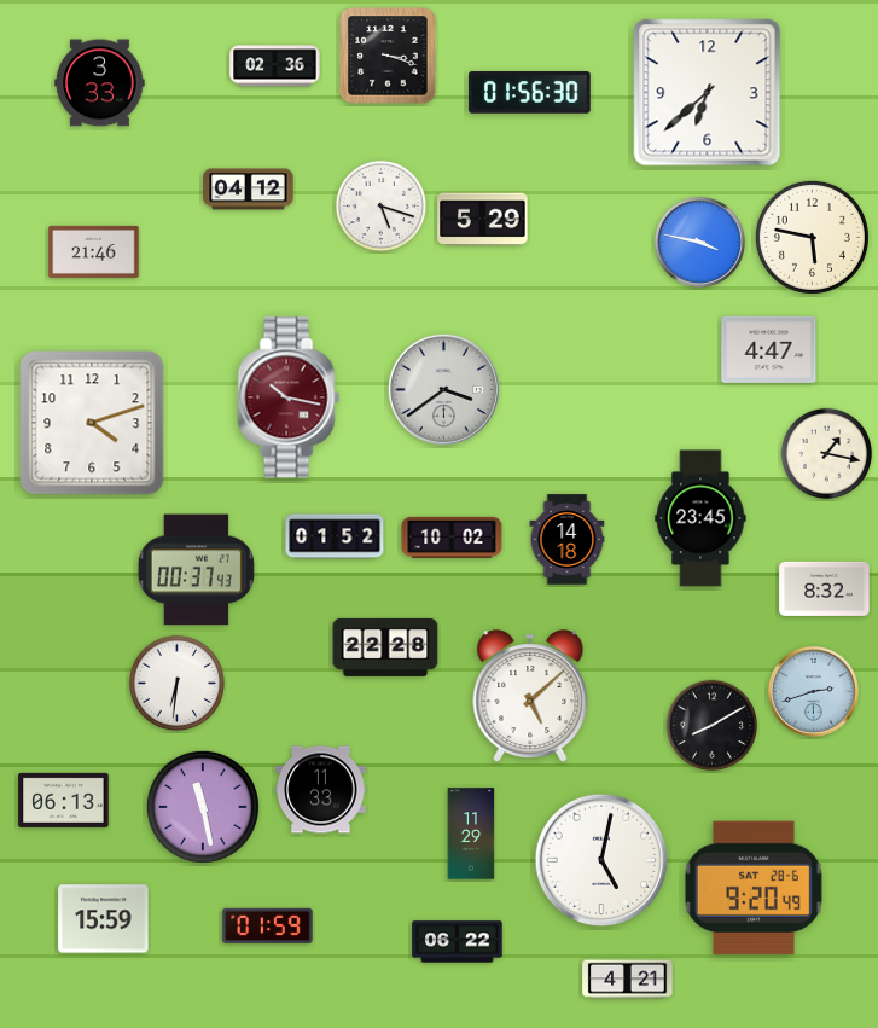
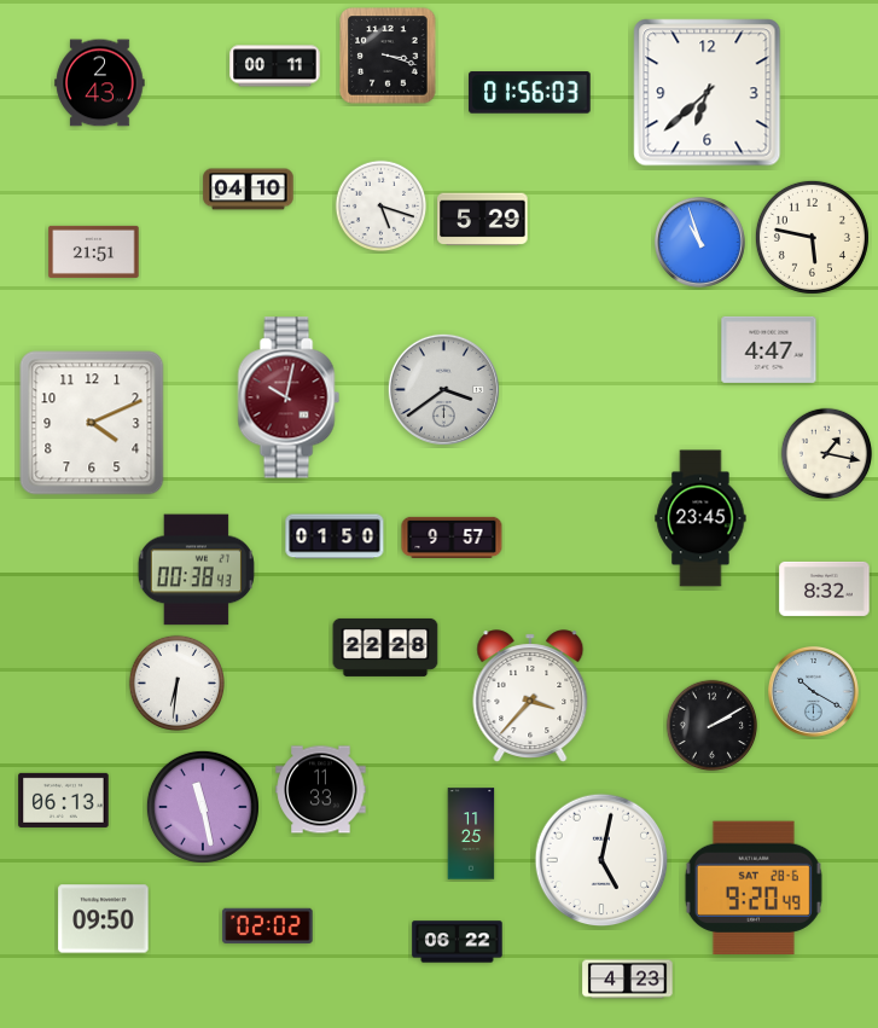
clock at (275, 66): 02:36 -> 00:11
clock at (100, 83): 3:33 -> 2:43
clock at (530, 93): 01:56:30 -> 01:56:03
clock at (249, 190): 04:12 -> 04:10
clock at (699, 242): 3:47 -> 10:57
clock at (94, 251): 21:46 -> 21:51
clock at (289, 397): 10:17 -> 10:02
clock at (92, 423): 4:12 -> 4:11
clock at (335, 536): 01:52 -> 01:50
clock at (452, 536): 10:02 -> 9:57
clock at (568, 540): 14:18 -> none
clock at (196, 570): 00:37 -> 00:38
clock at (813, 691): 2:42 -> 10:20
clock at (530, 696): 5:08 -> 3:37
clock at (713, 726): 8:10 -> 2:10
clock at (471, 834): 11:29 -> 11:25
clock at (104, 919): 15:59 -> 09:50
clock at (268, 927): 01:59 -> 02:02
clock at (628, 980): 4:21 -> 4:23
